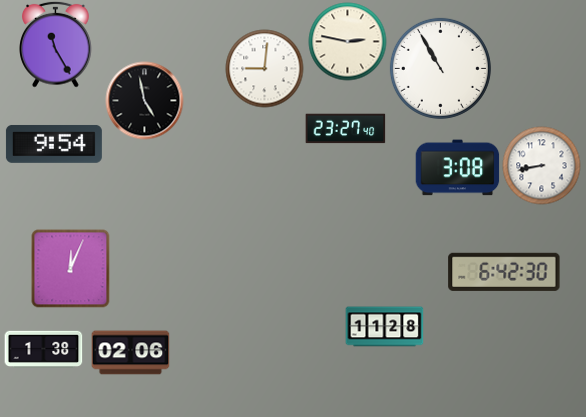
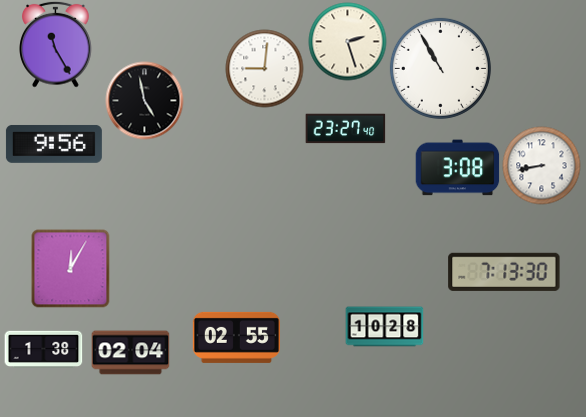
clock at (347, 41): 2:47 -> 2:27
clock at (54, 144): 9:54 -> 9:56
clock at (70, 268): 12:04 -> 12:05
clock at (504, 272): 6:42 -> 7:13
clock at (384, 327): 11:28 -> 10:28
clock at (236, 337): none -> 02:55
clock at (130, 353): 02:06 -> 02:04
